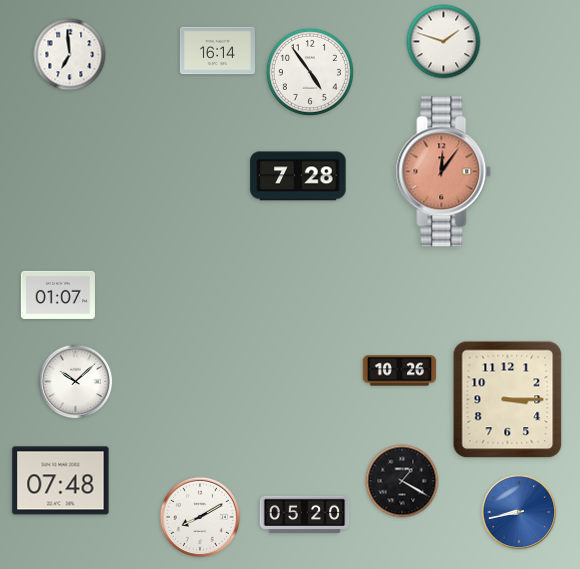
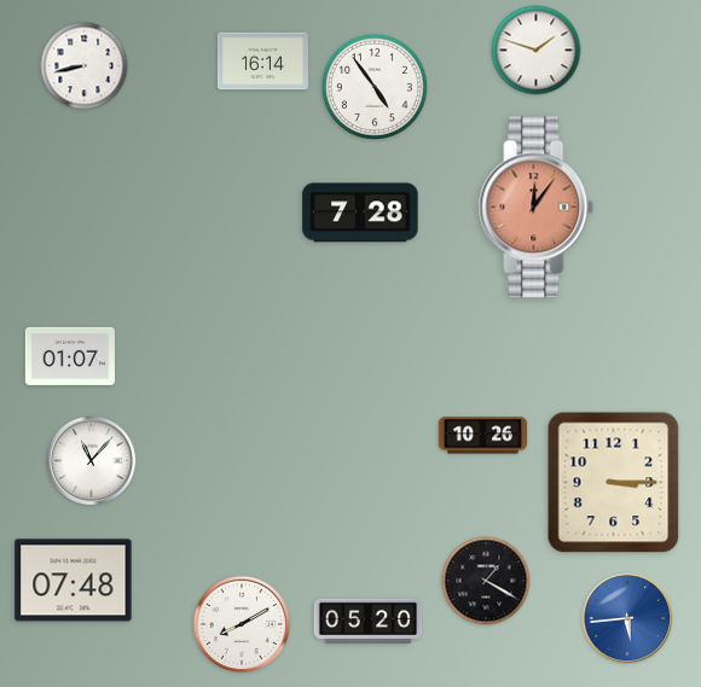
clock at (70, 55): 6:59 -> 8:43
clock at (400, 371) position: (400, 371) -> (483, 436)
clock at (76, 382): 10:08 -> 11:07
clock at (519, 512): 8:43 -> 5:44
